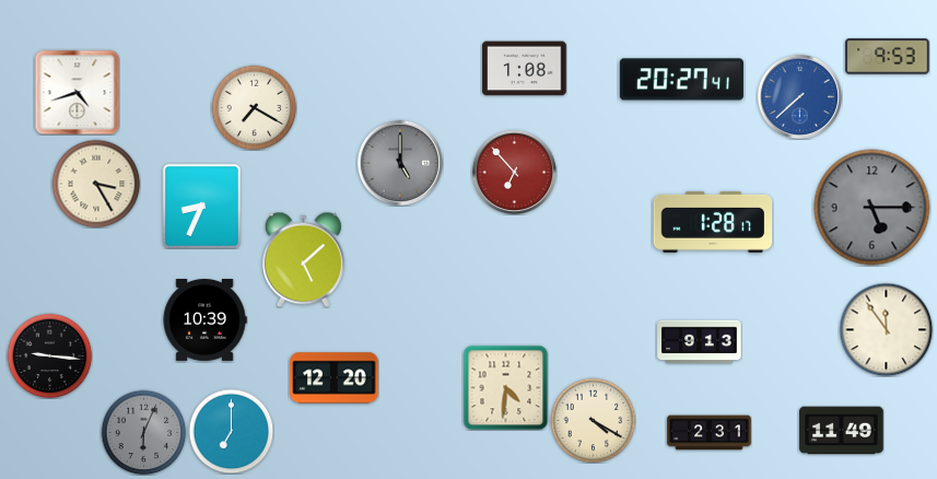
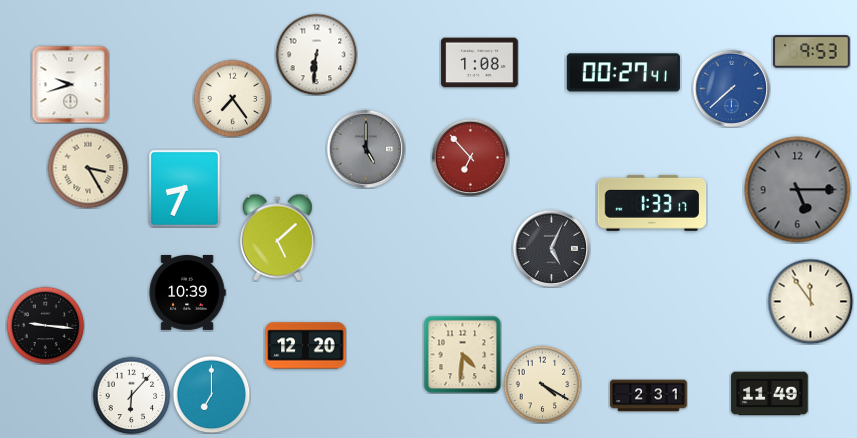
clock at (316, 54): none -> 6:31
clock at (681, 80): 20:27 -> 00:27
clock at (77, 92): 4:42 -> 9:42
clock at (254, 107): 7:20 -> 7:24
clock at (713, 222): 1:28 -> 1:33
clock at (551, 248): none -> 5:04
clock at (700, 342): 9:13 -> none
clock at (143, 432): 6:04 -> 6:07
clock at (143, 432) dial: grey -> white
